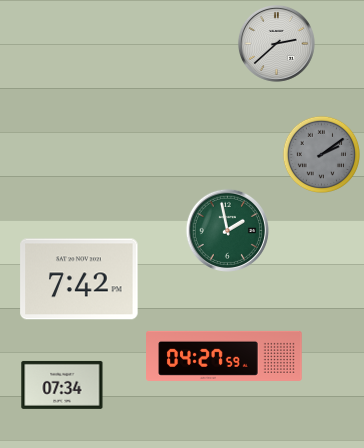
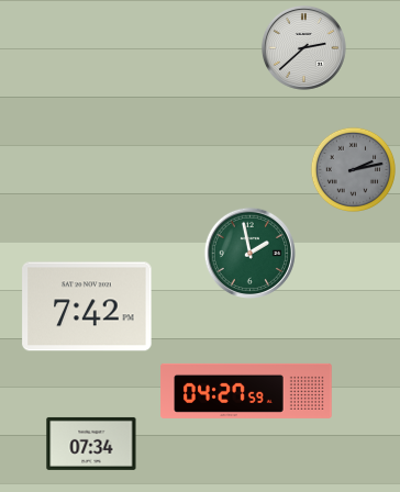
clock at (321, 154): 2:09 -> 2:13
clock at (62, 385) position: (62, 385) -> (91, 444)
